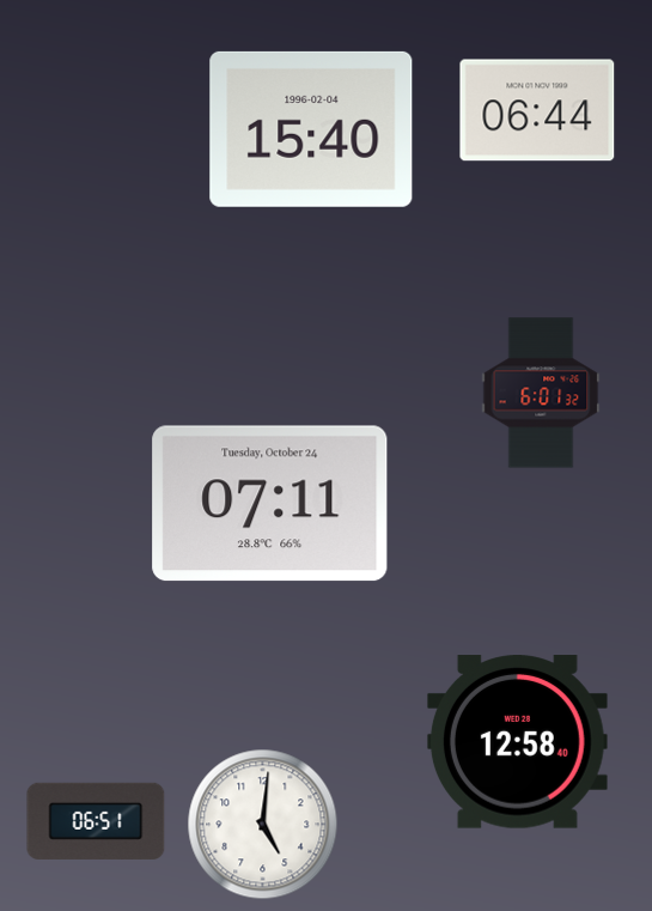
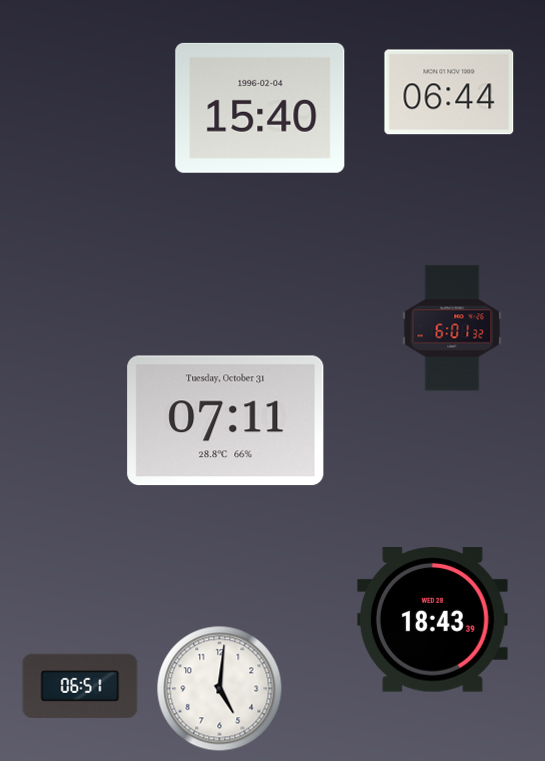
clock at (270, 504) date: Tuesday, October 24 -> Tuesday, October 31
clock at (517, 742): 12:58 -> 18:43
